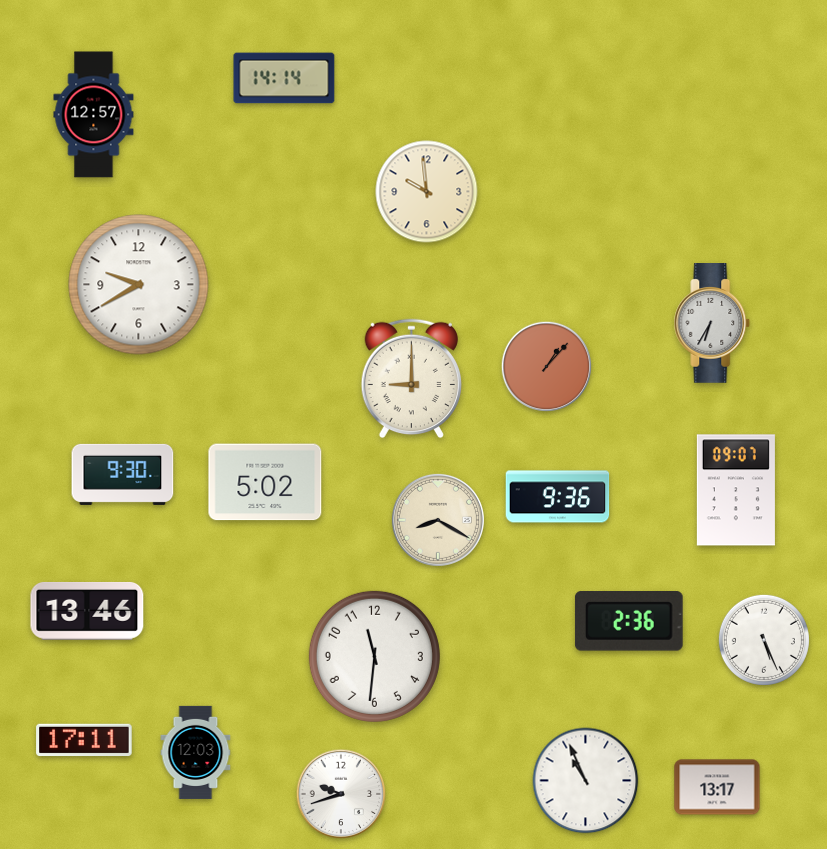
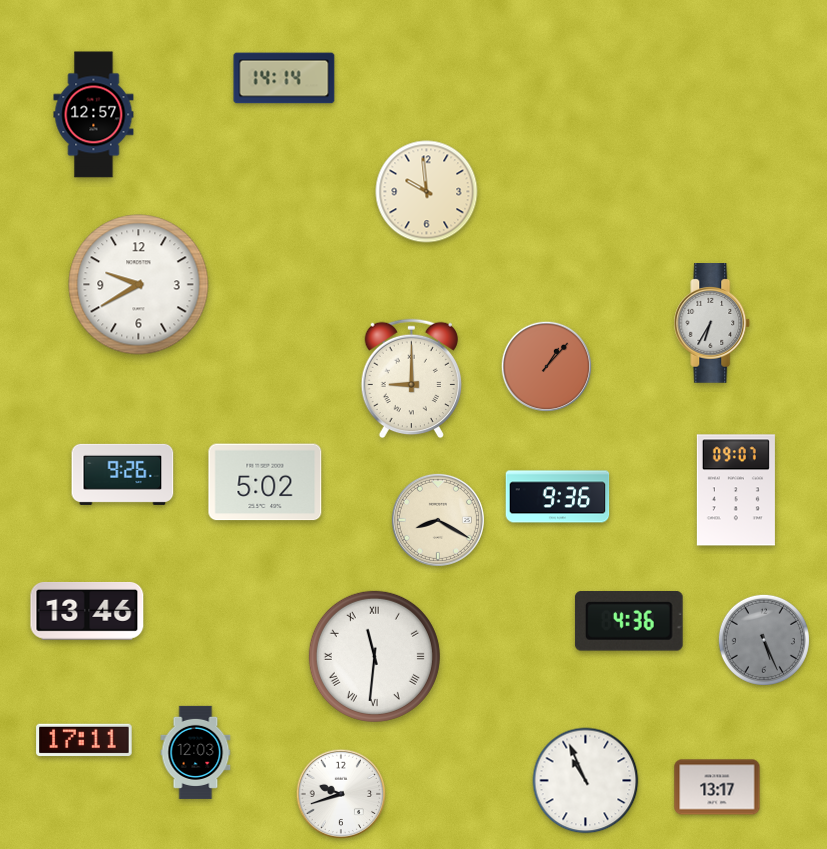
clock at (123, 474): 9:30 -> 9:26
clock at (629, 622): 2:36 -> 4:36
clock at (764, 640) dial: white -> grey
clock at (374, 656) numerals: Arabic -> Roman
